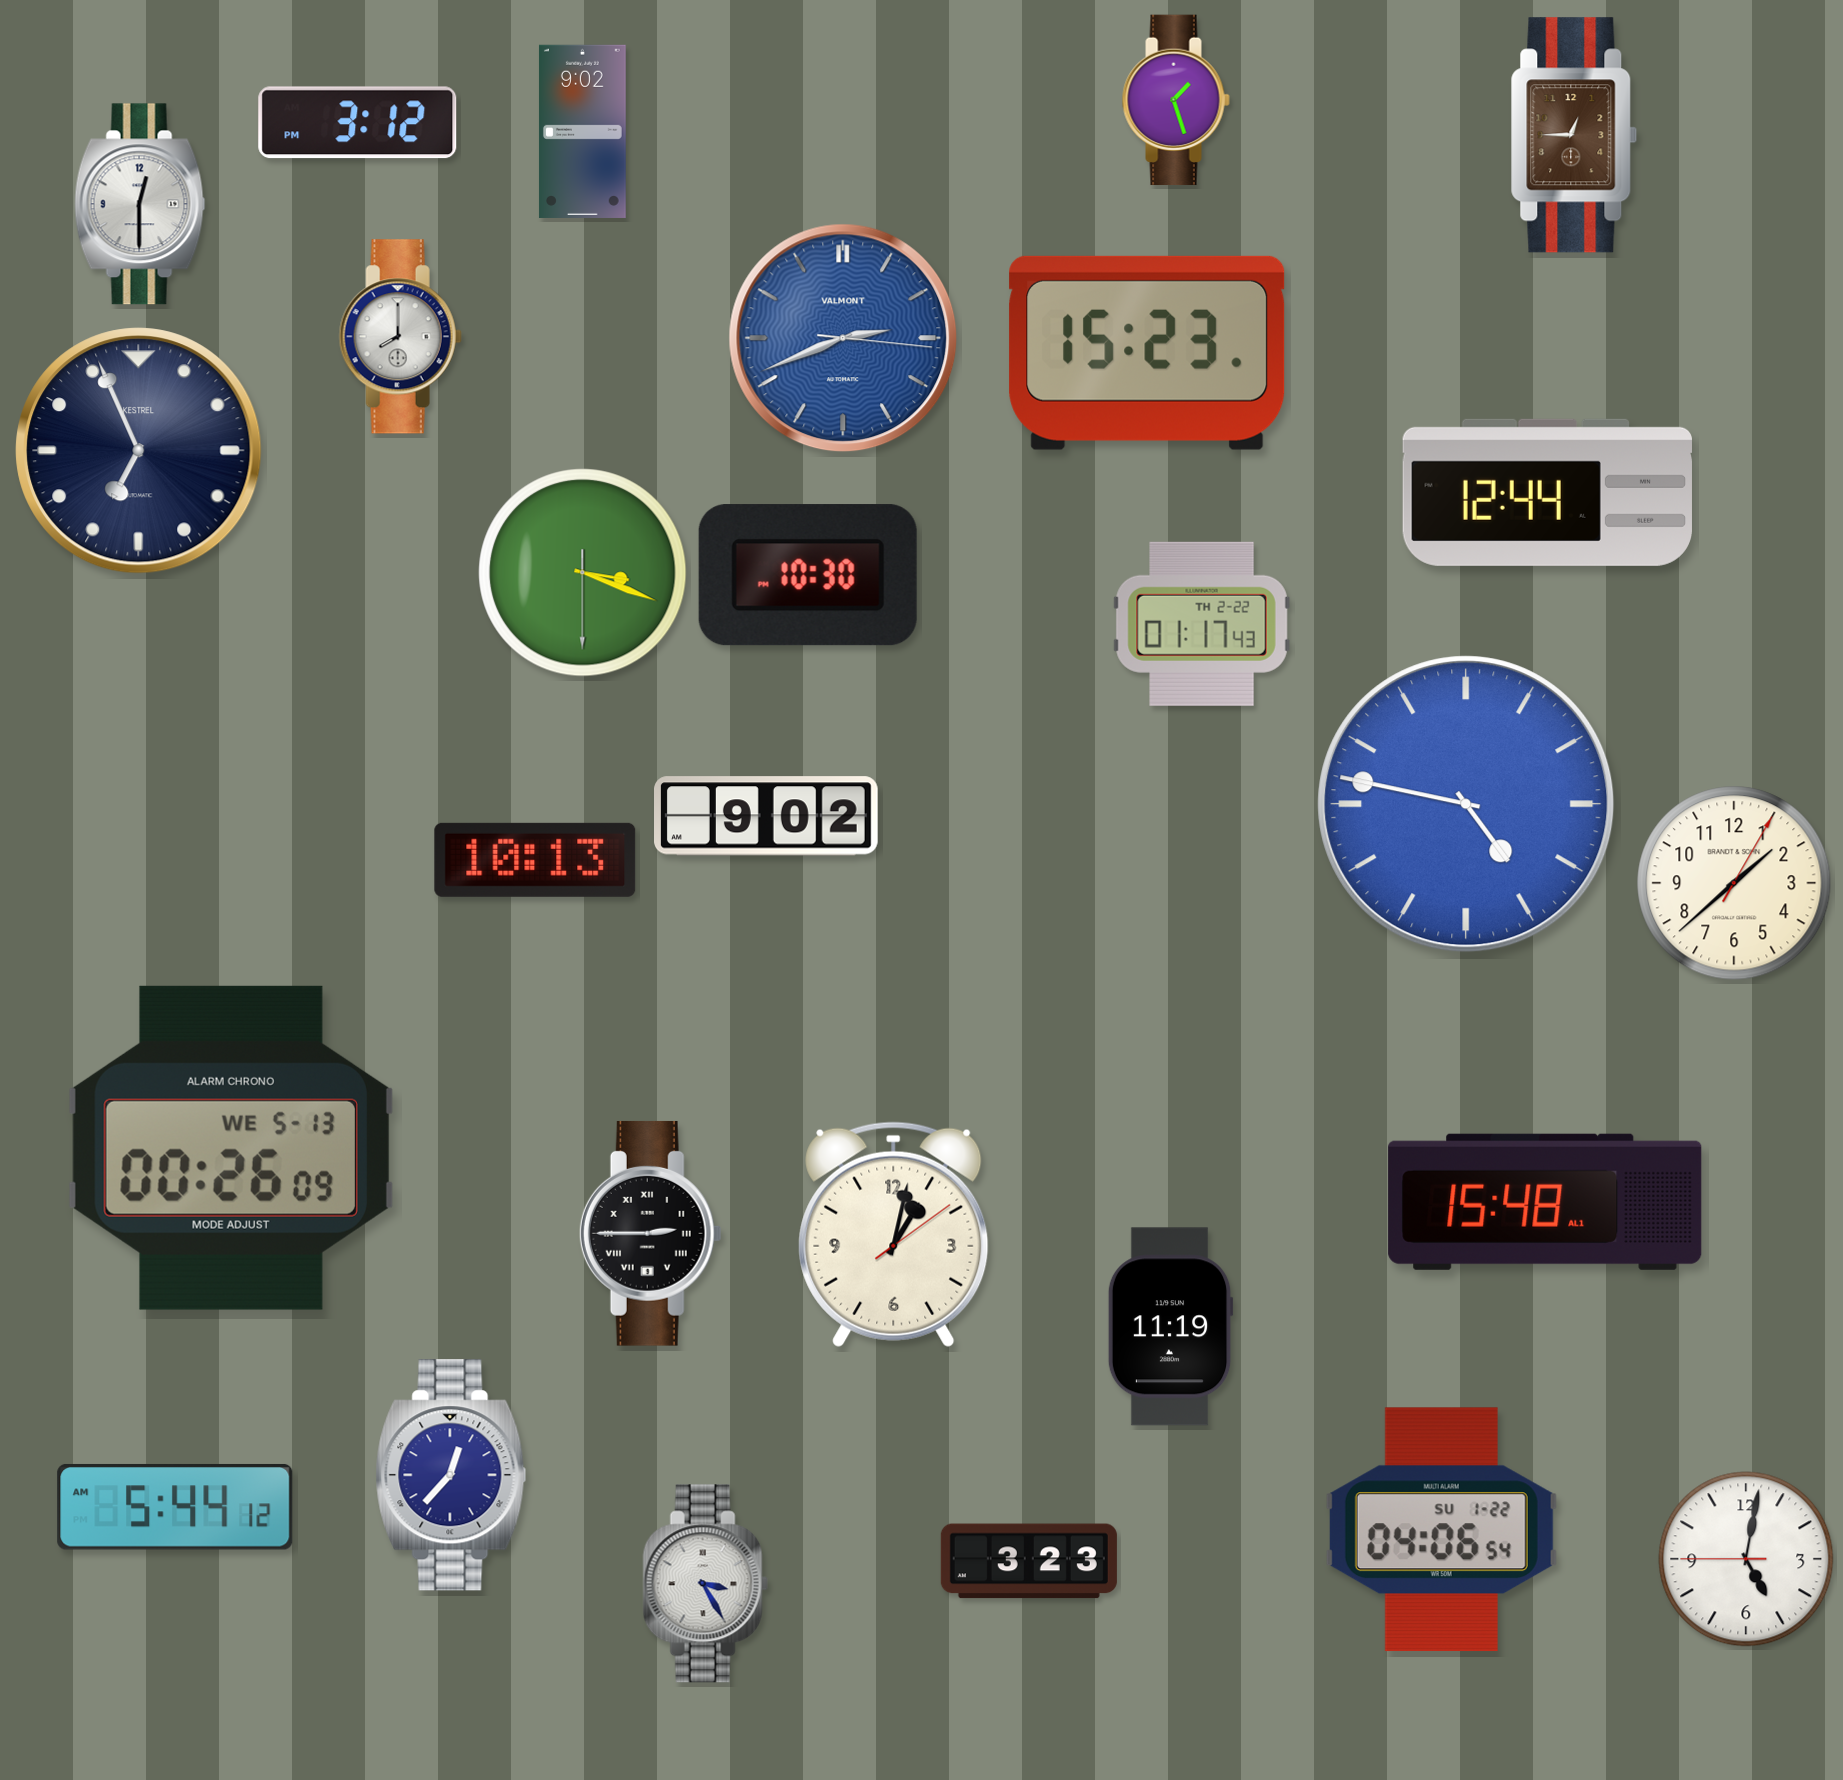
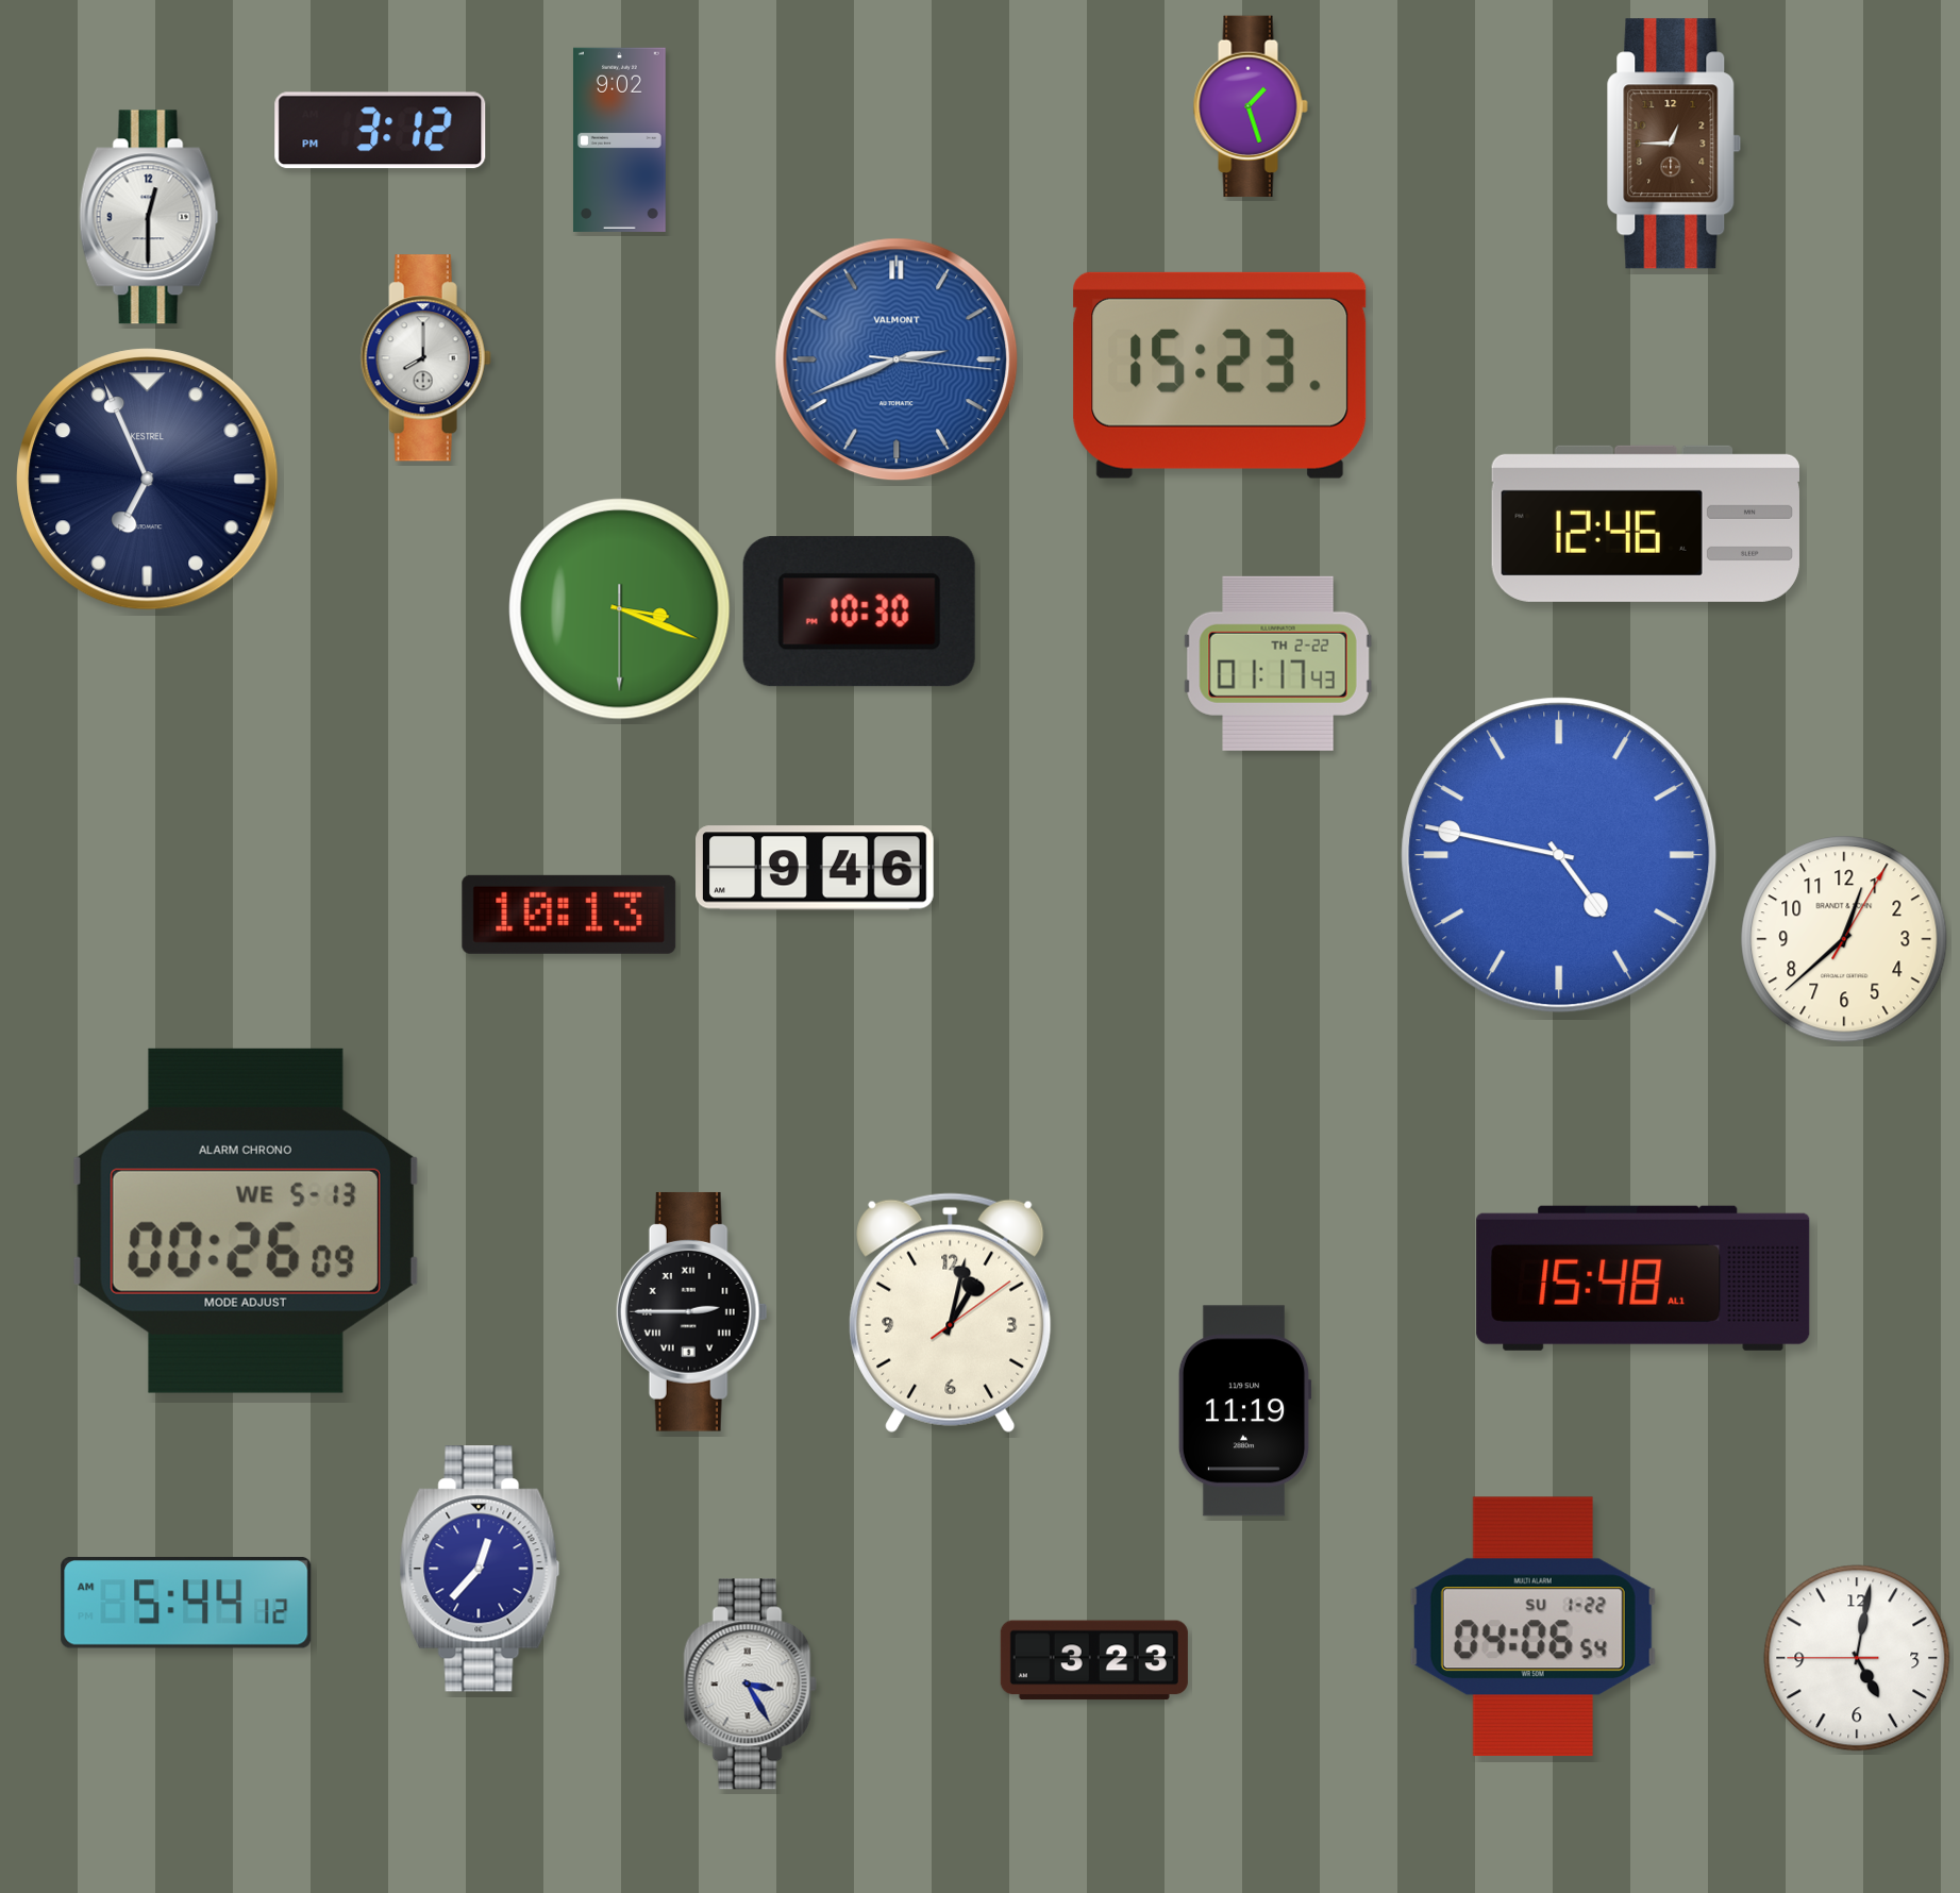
clock at (1547, 492): 12:44 -> 12:46
clock at (767, 816): 9:02 -> 9:46
clock at (1734, 883): 1:38 -> 12:38
